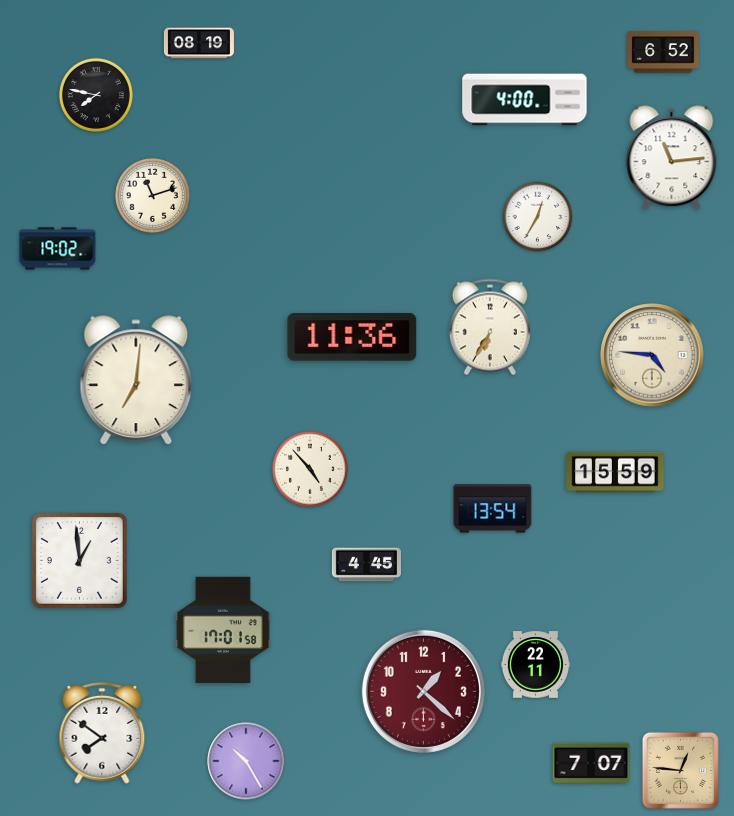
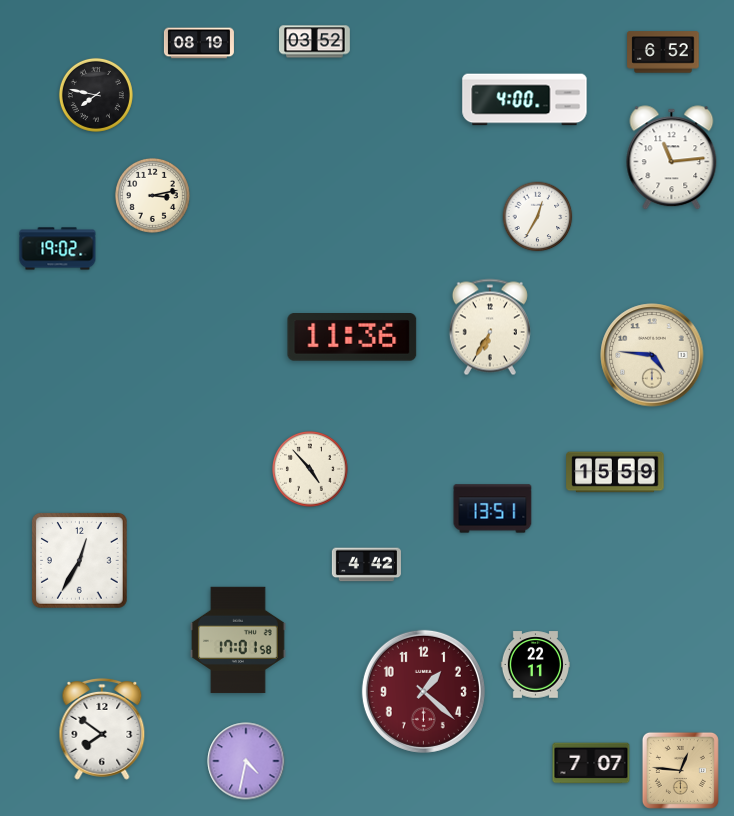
clock at (315, 42): none -> 03:52
clock at (152, 195): 11:12 -> 3:13
clock at (136, 381): 7:01 -> none
clock at (493, 509): 13:54 -> 13:51
clock at (80, 561): 12:59 -> 12:35
clock at (366, 565): 4:45 -> 4:42
clock at (224, 630) position: (224, 630) -> (239, 640)
clock at (102, 733) position: (102, 733) -> (102, 729)
clock at (246, 761): 10:25 -> 4:32
